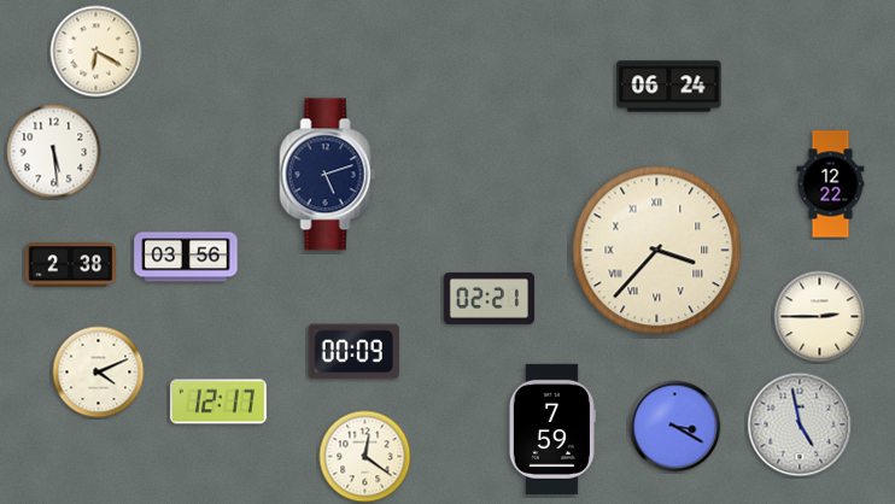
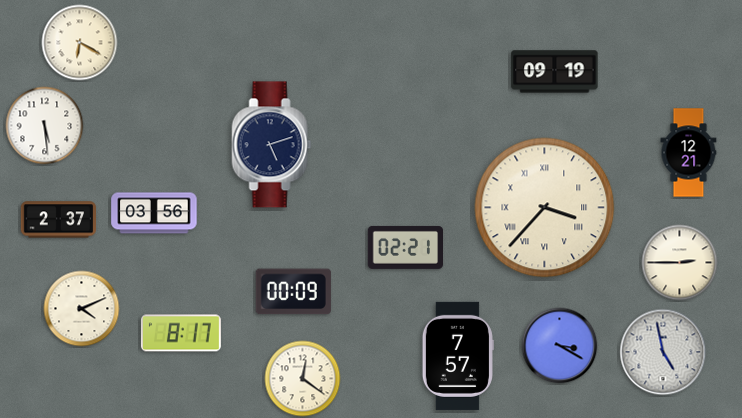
clock at (669, 87): 06:24 -> 09:19
clock at (831, 184): 12:22 -> 12:21
clock at (70, 265): 2:38 -> 2:37
clock at (218, 402): 12:17 -> 8:17
clock at (675, 427) position: (675, 427) -> (560, 346)
clock at (552, 429): 7:59 -> 7:57
